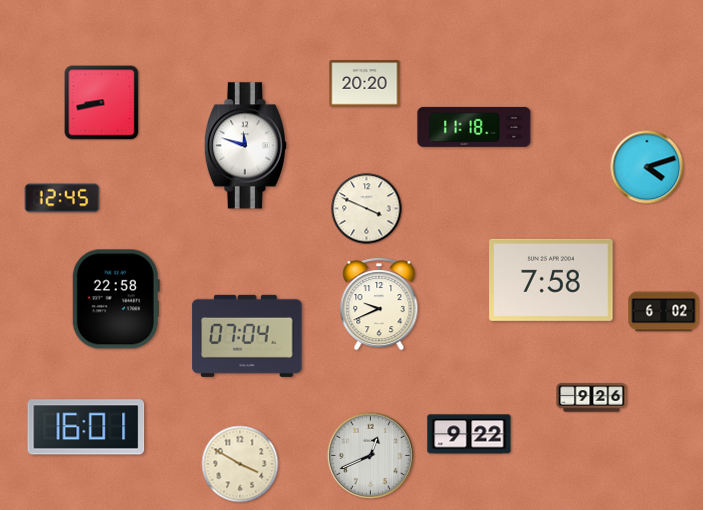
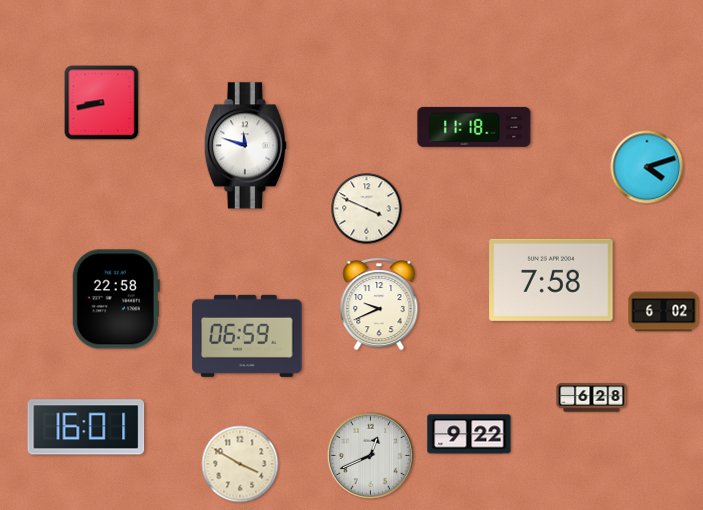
clock at (365, 84): 20:20 -> none
clock at (62, 198): 12:45 -> none
clock at (247, 336): 07:04 -> 06:59
clock at (592, 398): 9:26 -> 6:28
